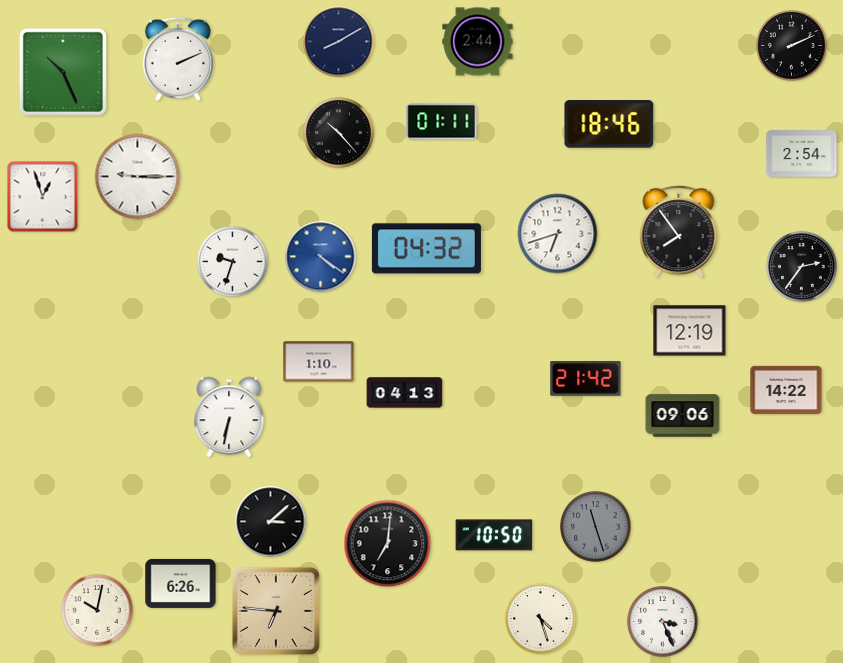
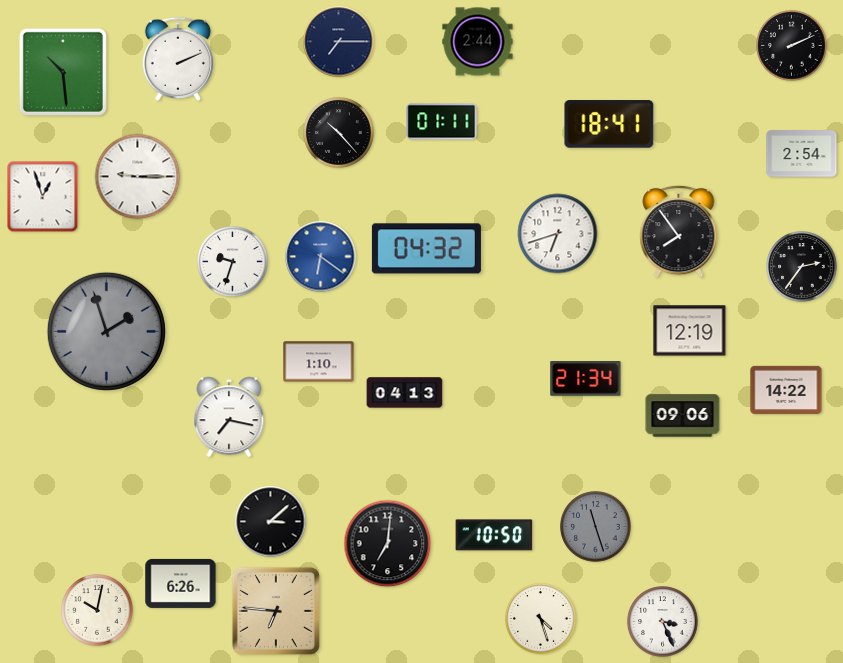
clock at (339, 42): 8:10 -> 7:15
clock at (63, 72): 10:26 -> 10:29
clock at (609, 124): 18:46 -> 18:41
clock at (321, 257): 4:21 -> 6:21
clock at (106, 331): none -> 1:57
clock at (586, 379): 21:42 -> 21:34
clock at (229, 417): 6:32 -> 7:17
